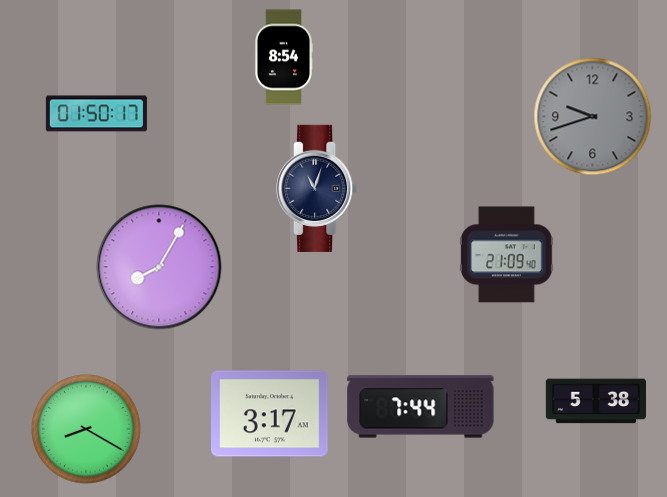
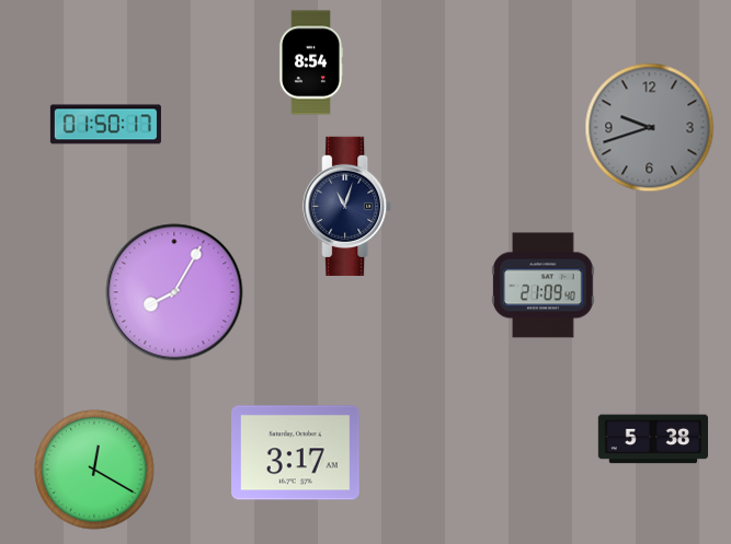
clock at (507, 255) position: (507, 255) -> (544, 286)
clock at (421, 407): 7:44 -> none
clock at (86, 429): 8:20 -> 12:20
